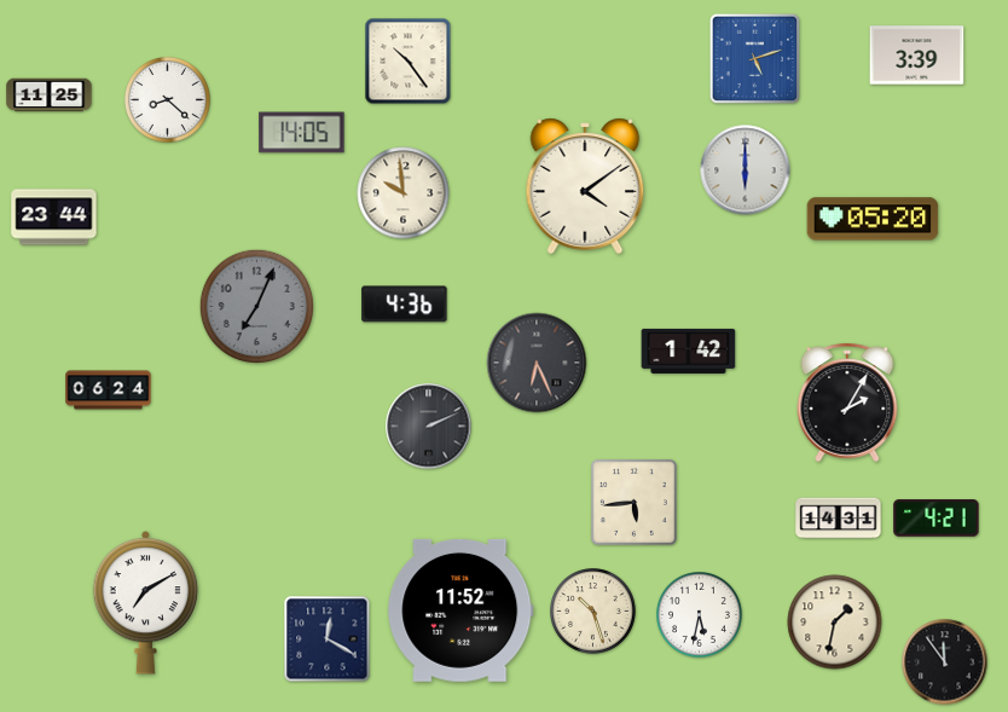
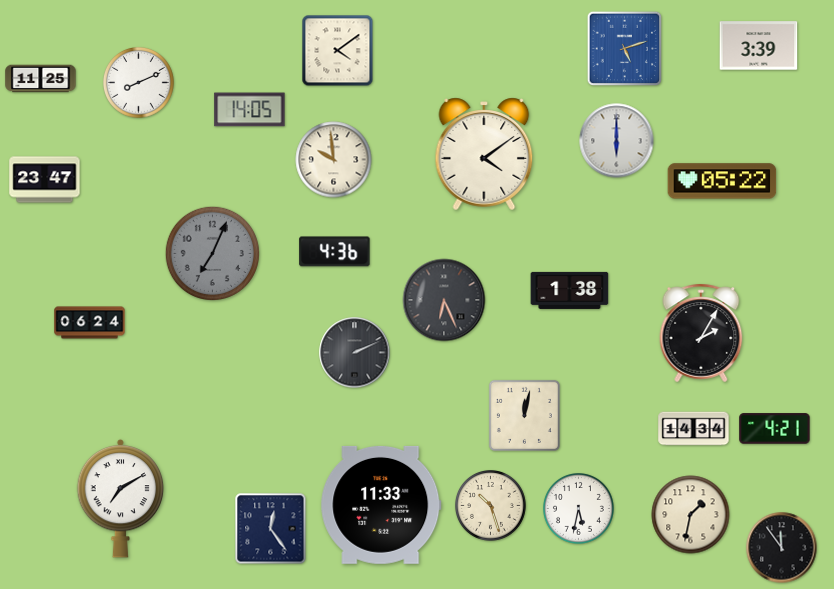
clock at (409, 62): 10:24 -> 4:09
clock at (168, 100): 8:22 -> 8:11
clock at (54, 218): 23:44 -> 23:47
clock at (873, 219): 05:20 -> 05:22
clock at (689, 351): 1:42 -> 1:38
clock at (633, 502): 5:44 -> 12:02
clock at (839, 519): 14:31 -> 14:34
clock at (460, 610): 11:52 -> 11:33
clock at (328, 639): 12:20 -> 12:24
